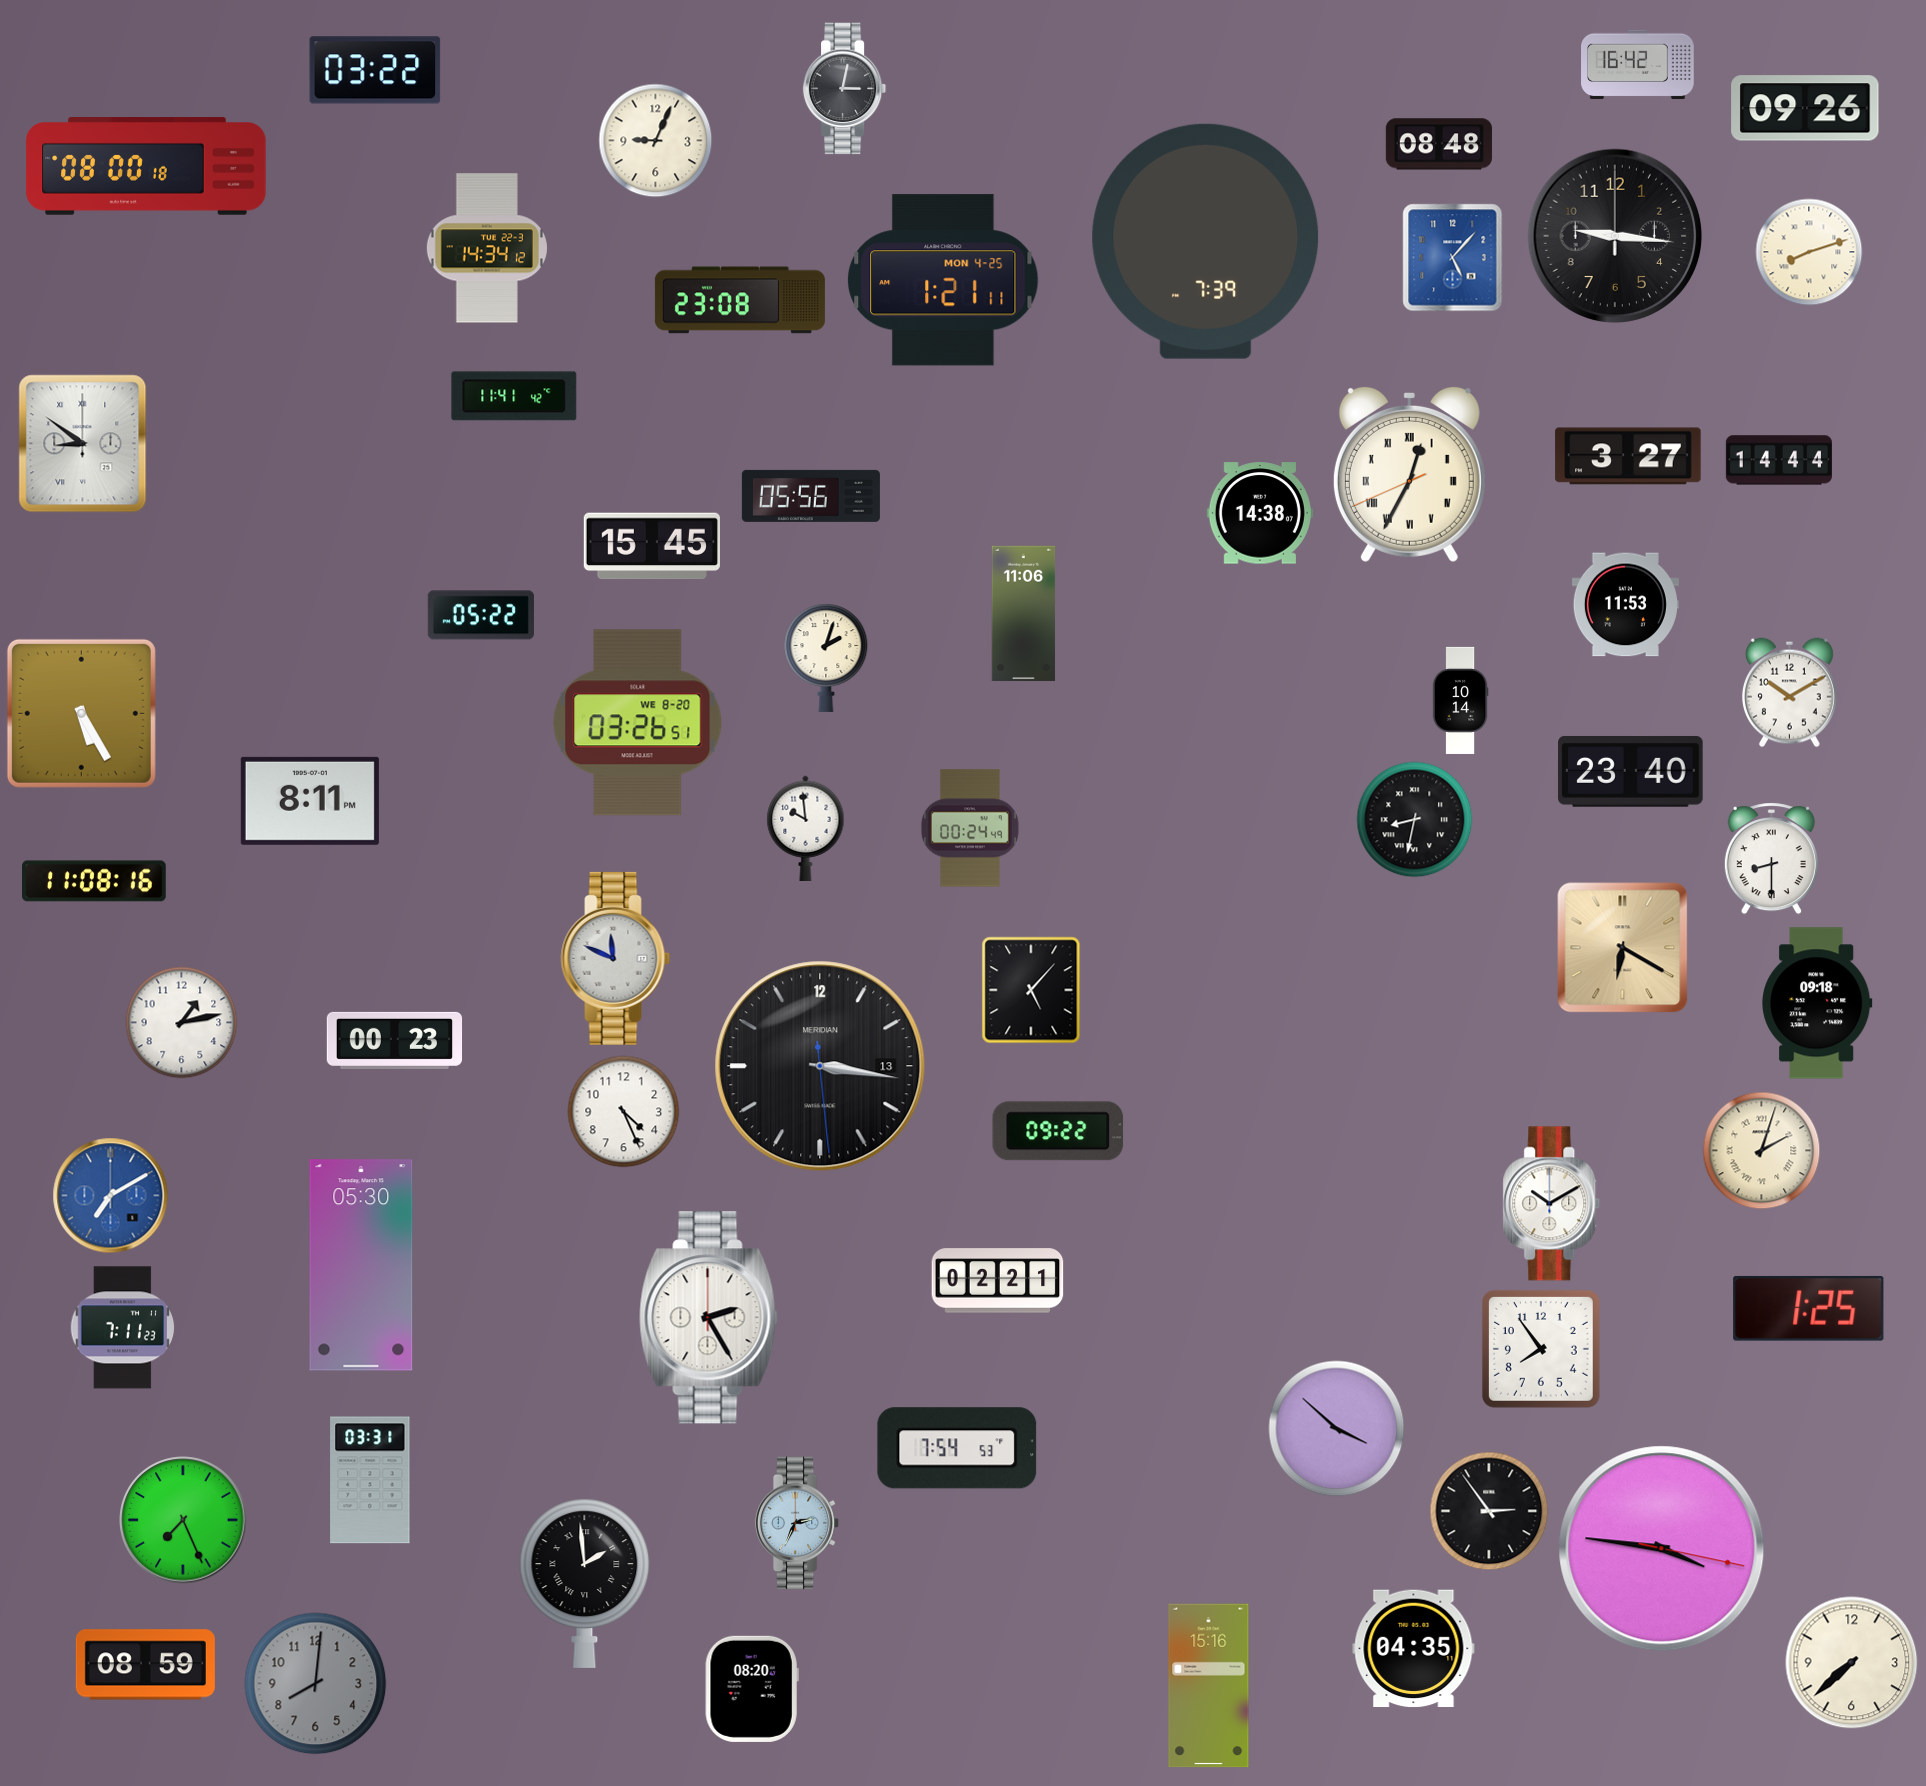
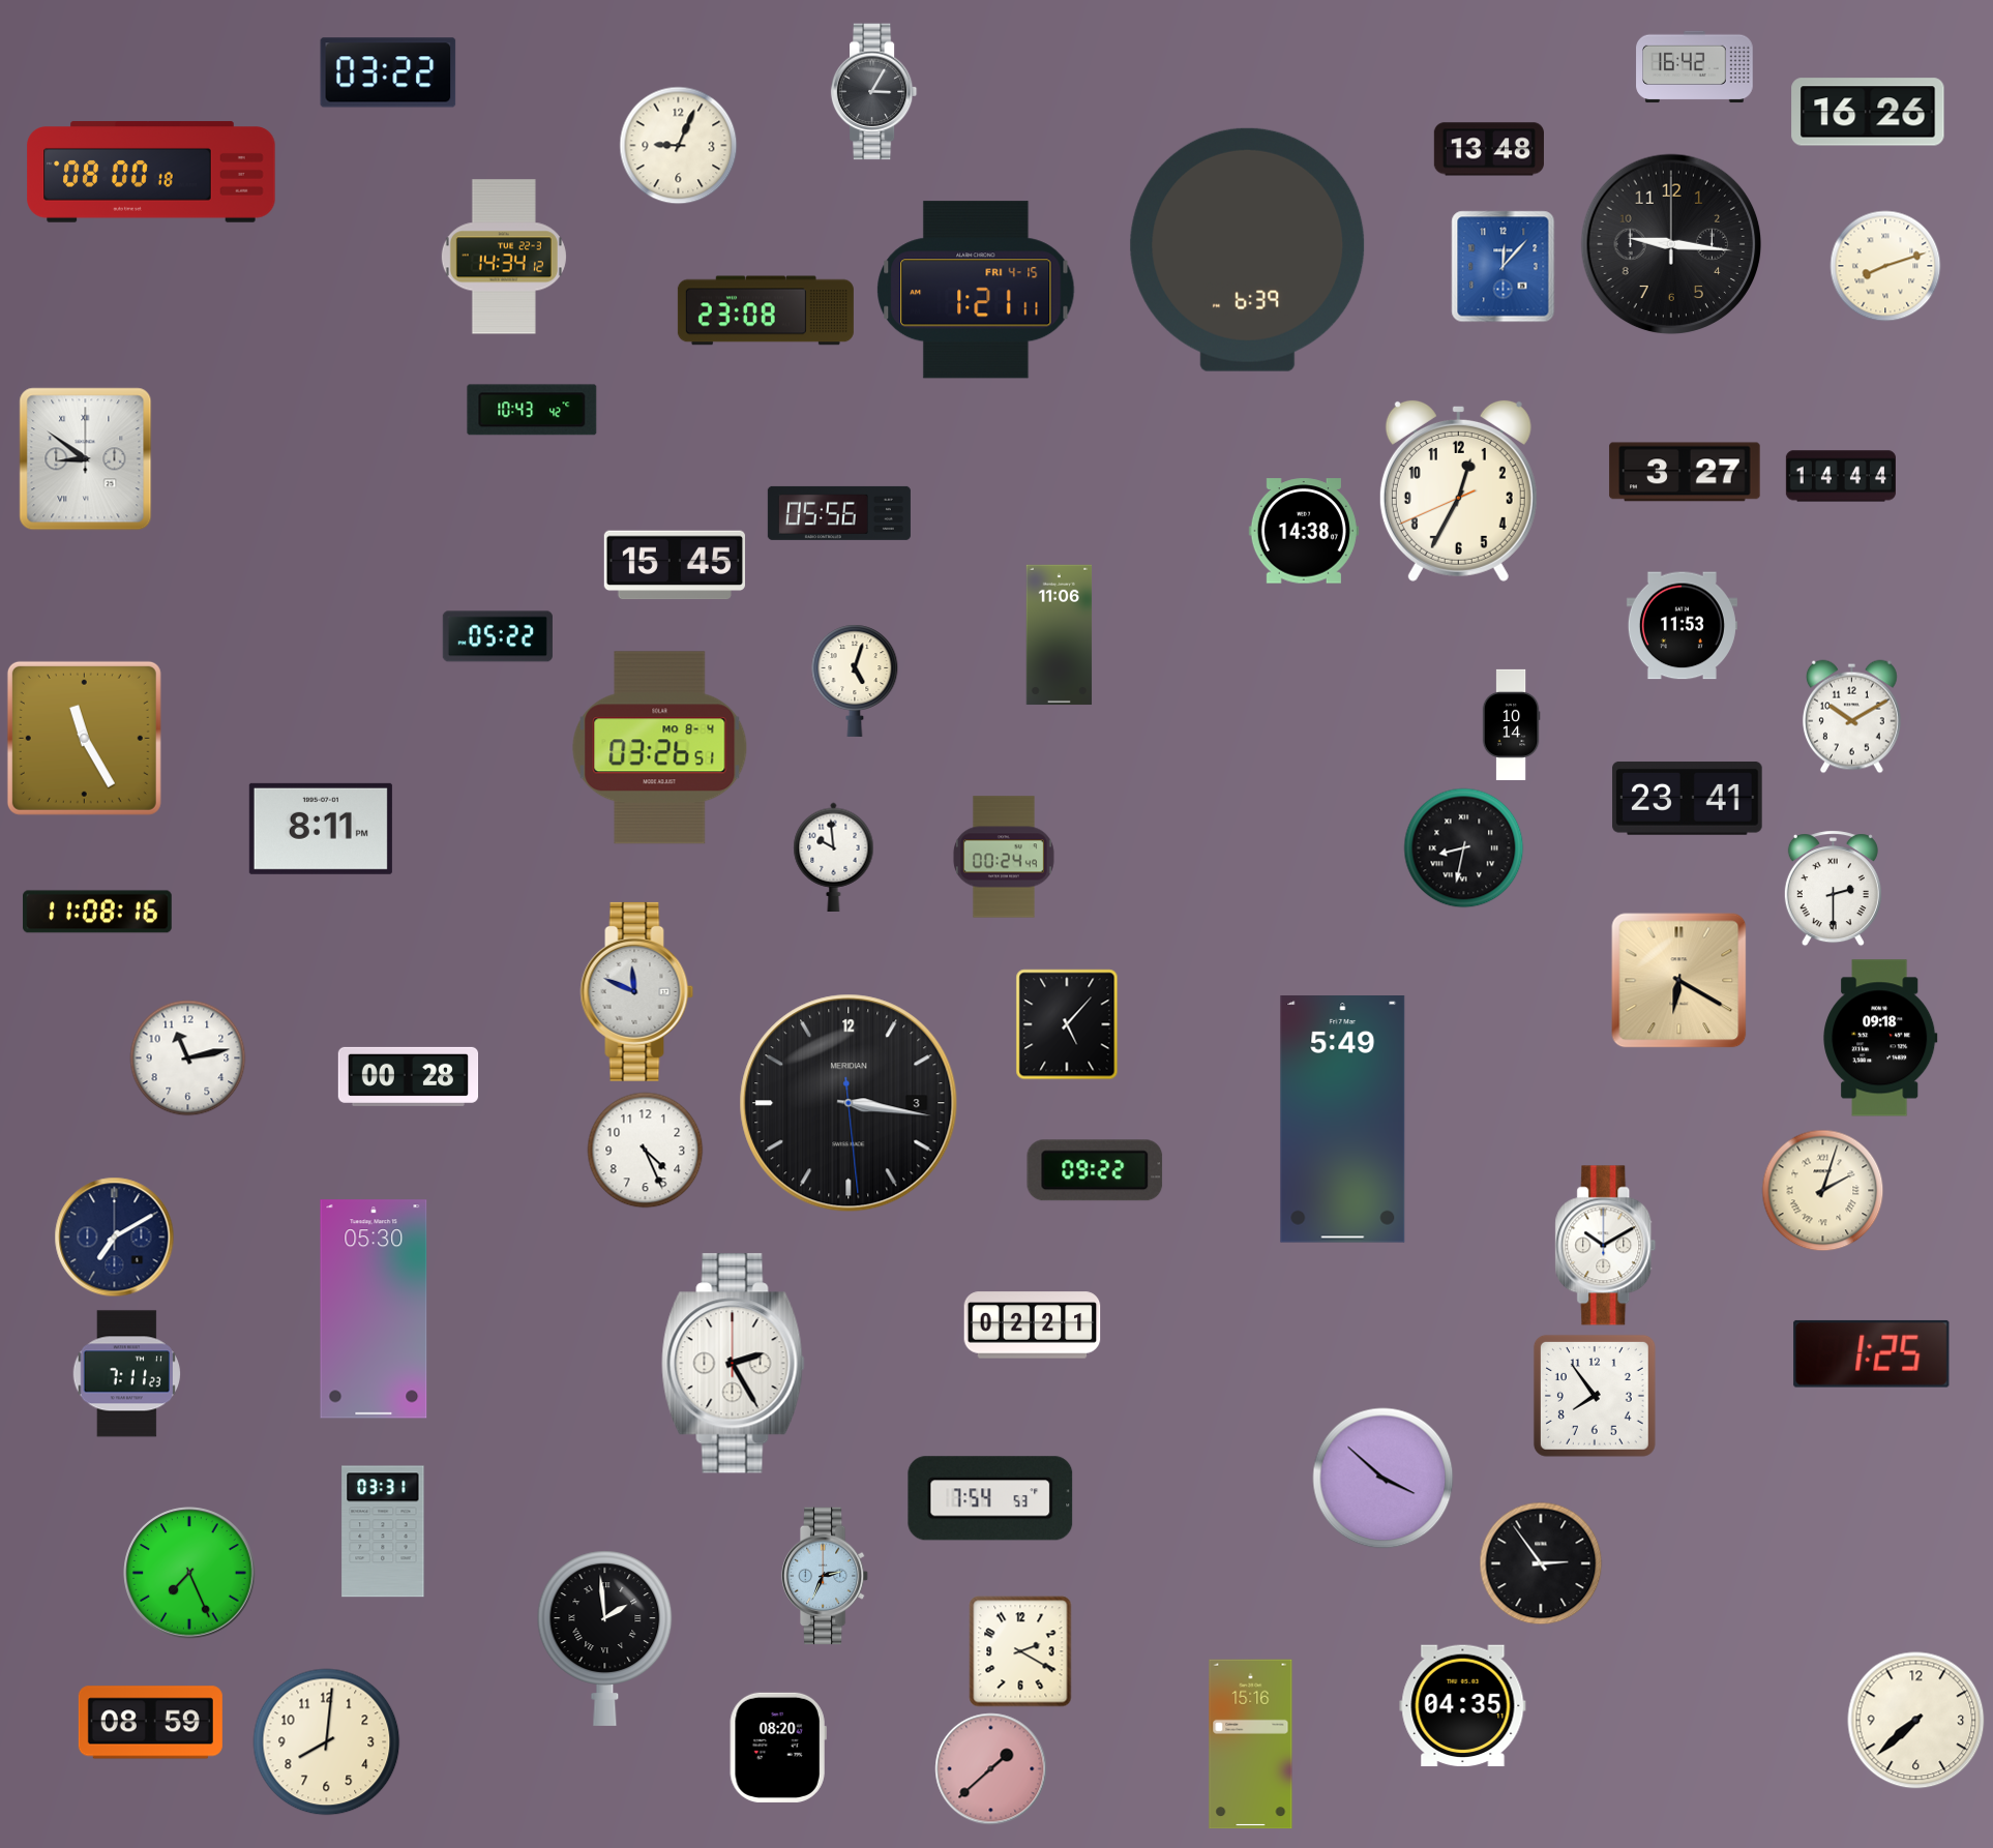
clock at (845, 89): 3:02 -> 3:05
clock at (1805, 108): 09:26 -> 16:26
clock at (1439, 144): 08:48 -> 13:48
clock at (1206, 241): 7:39 -> 6:39
clock at (1809, 252) position: (1809, 252) -> (1885, 266)
clock at (1453, 258): 5:07 -> 12:07
clock at (943, 280) date: MON 4-25 -> FRI 4-15
clock at (514, 396): 11:41 -> 10:43
clock at (1409, 474) numerals: Roman -> Arabic
clock at (826, 658): 2:03 -> 5:03
clock at (81, 713): 5:25 -> 11:25
clock at (638, 723) date: WE 8-20 -> MO 8-4
clock at (1631, 771): 23:40 -> 23:41
clock at (1771, 859): 8:30 -> 2:30
clock at (182, 1023): 1:13 -> 11:13
clock at (395, 1040): 00:23 -> 00:28
clock at (820, 1066) date: 13 -> 3
clock at (1343, 1120): none -> 5:49
clock at (111, 1196) dial: blue -> navy
clock at (1662, 1549): 3:46 -> none
clock at (1020, 1651): none -> 2:20
clock at (316, 1684) dial: grey -> cream
clock at (991, 1769): none -> 1:38
